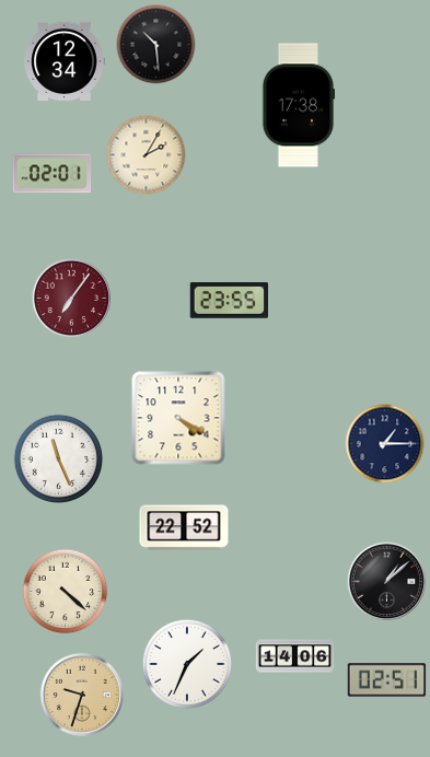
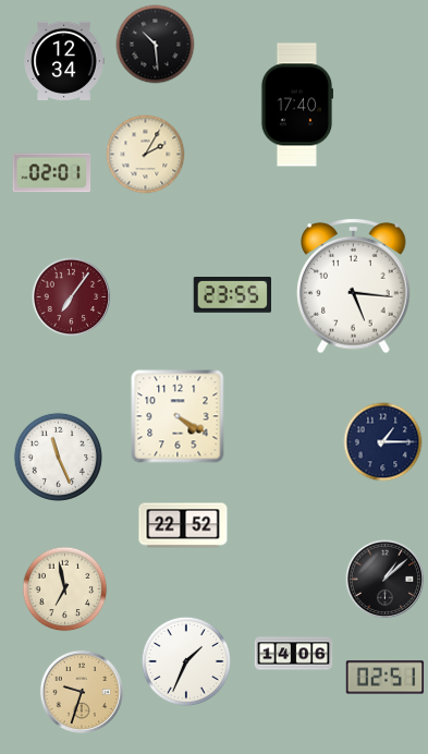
clock at (299, 105): 17:38 -> 17:40
clock at (354, 285): none -> 5:16
clock at (230, 301) position: (230, 301) -> (233, 295)
clock at (66, 592): 4:22 -> 6:58
